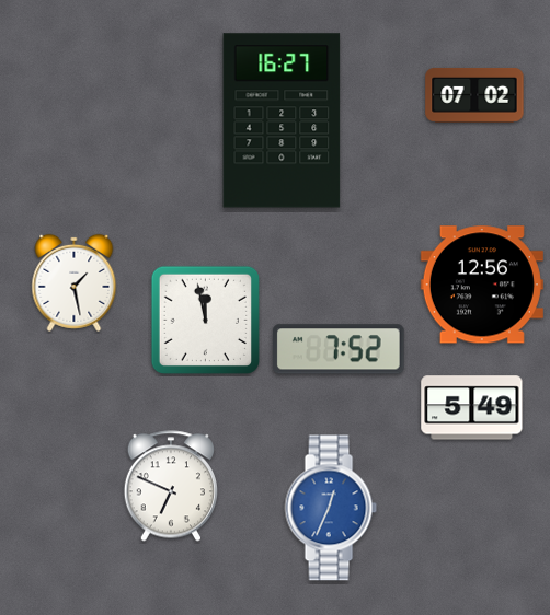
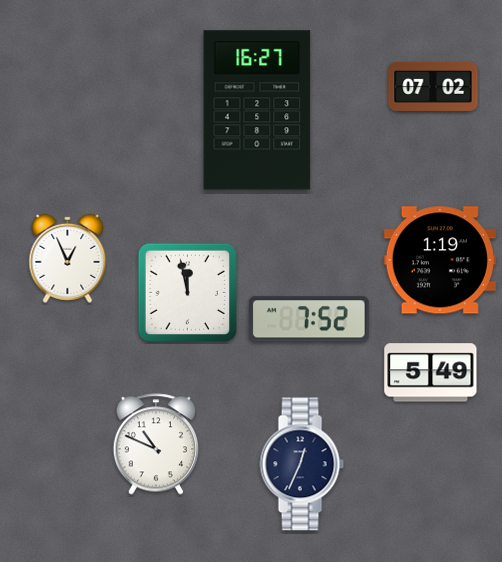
clock at (75, 282): 1:28 -> 12:56
clock at (482, 285): 12:56 -> 1:19
clock at (170, 486): 6:49 -> 10:49
clock at (331, 508) dial: blue -> navy
